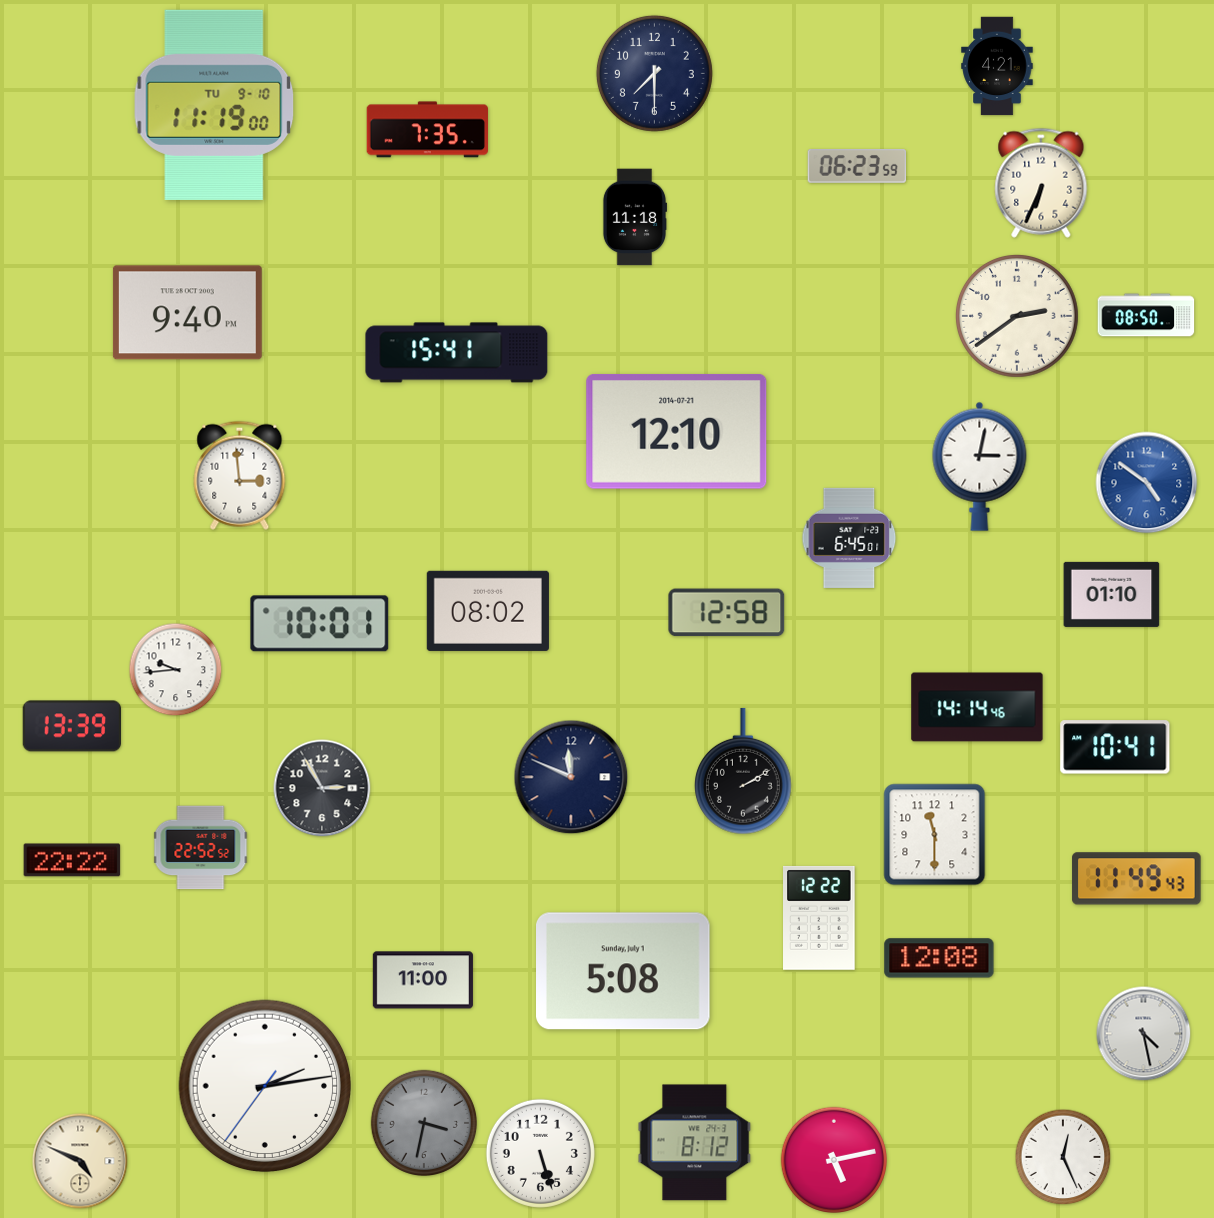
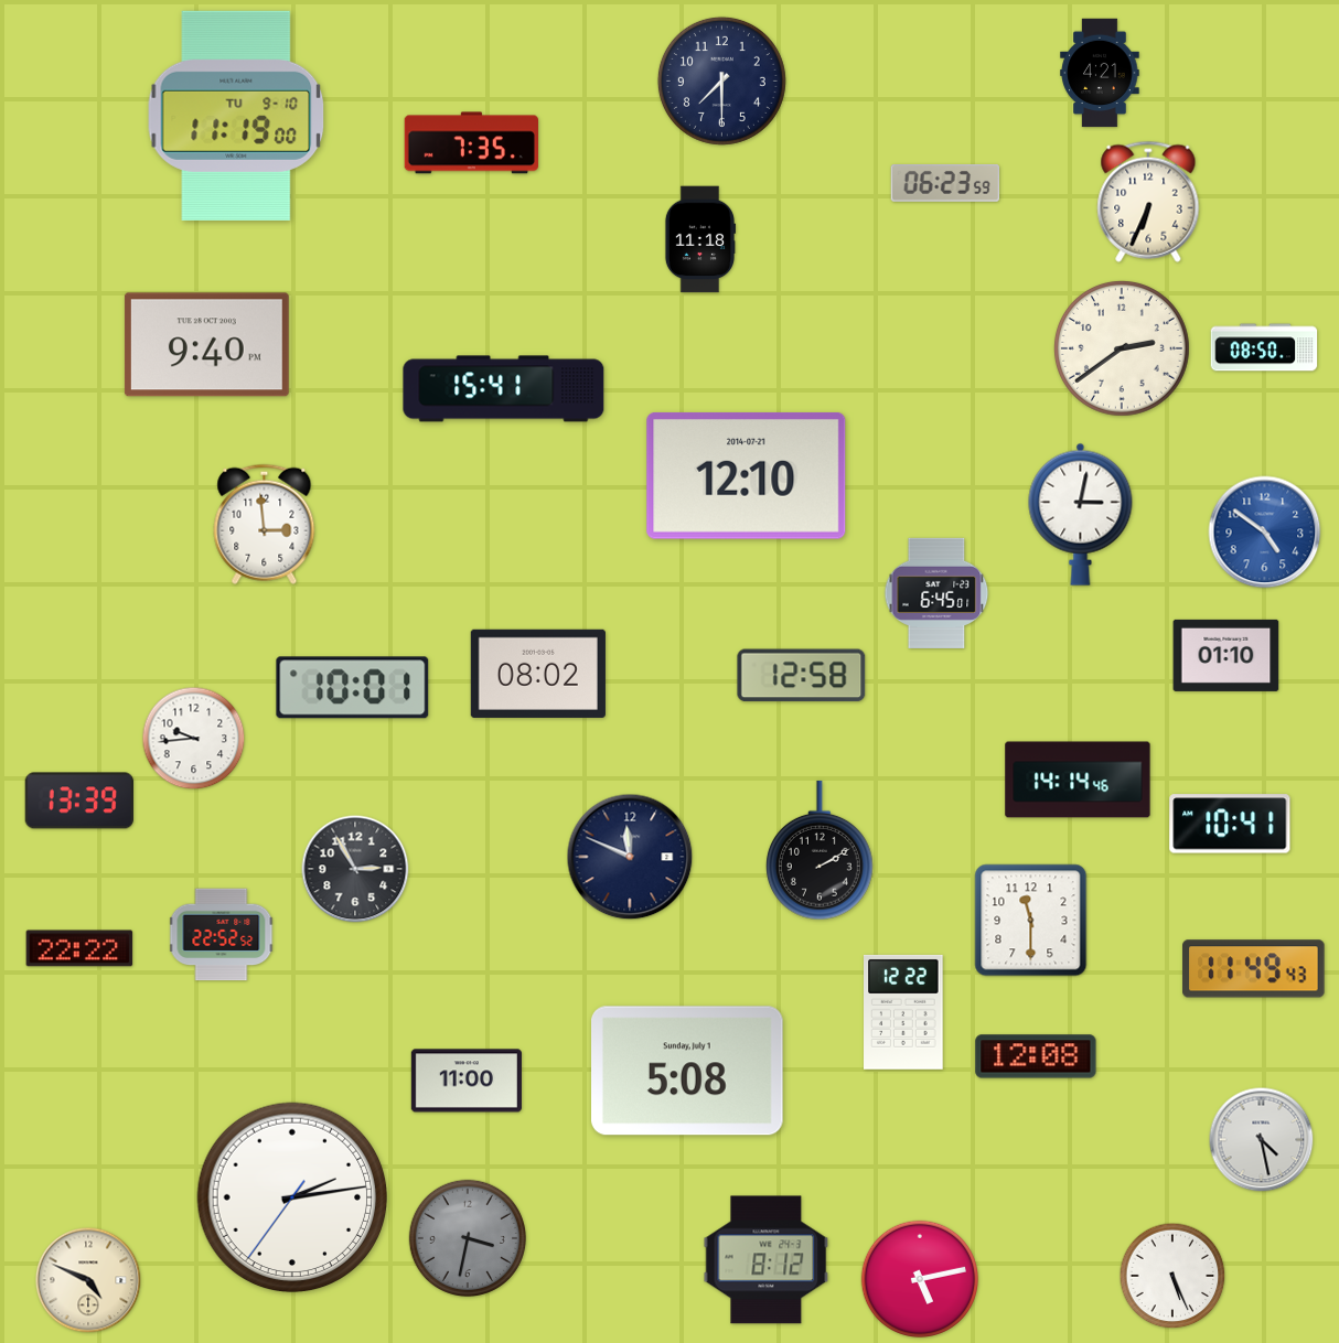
clock at (540, 1153): 5:27 -> none
clock at (1063, 1157): 12:26 -> 5:26
